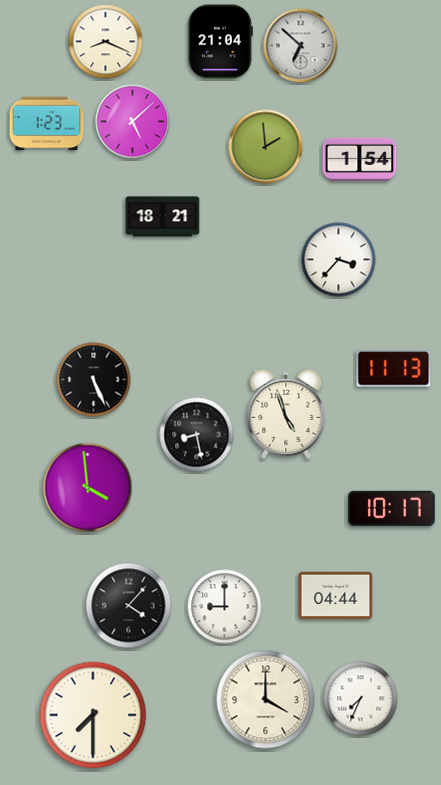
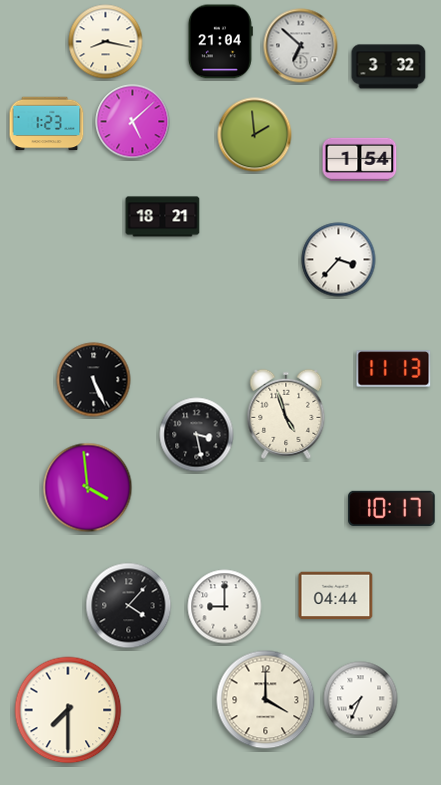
clock at (106, 42): 8:19 -> 8:17
clock at (389, 67): none -> 3:32
clock at (266, 147) position: (266, 147) -> (255, 135)
clock at (197, 435): 8:28 -> 3:28
clock at (93, 715) position: (93, 715) -> (68, 710)
